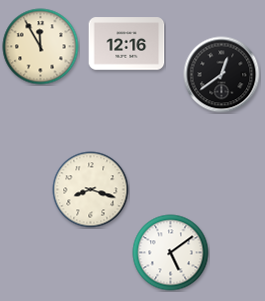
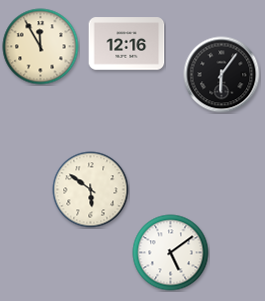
clock at (222, 75): 12:39 -> 6:06
clock at (91, 190): 8:18 -> 5:51
